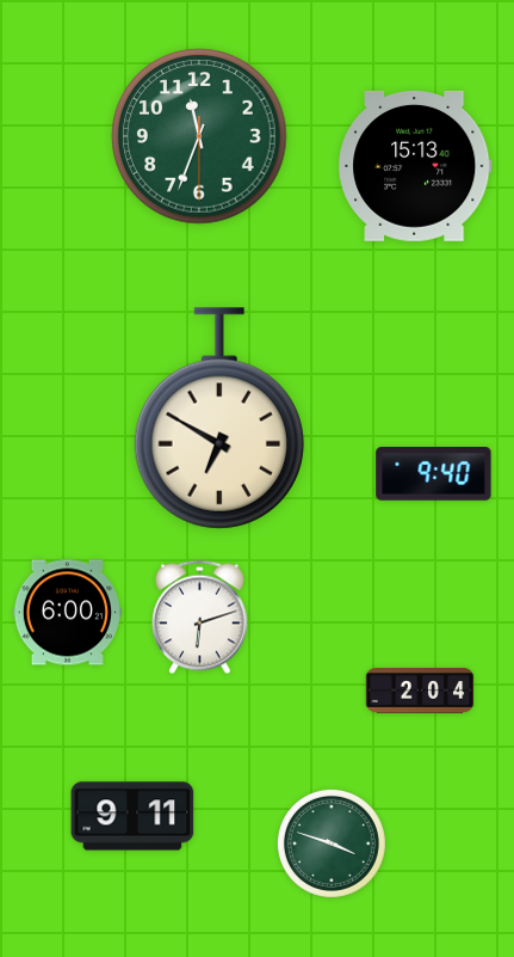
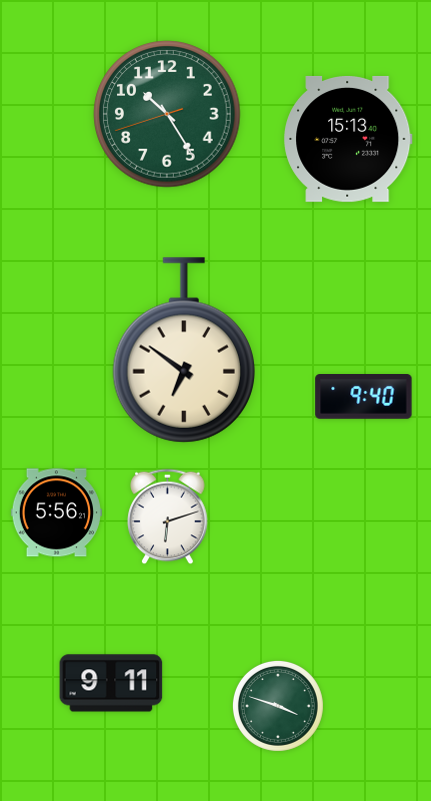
clock at (199, 136): 11:33 -> 10:24
clock at (219, 418): 6:50 -> 6:51
clock at (67, 613): 6:00 -> 5:56
clock at (420, 692): 2:04 -> none
